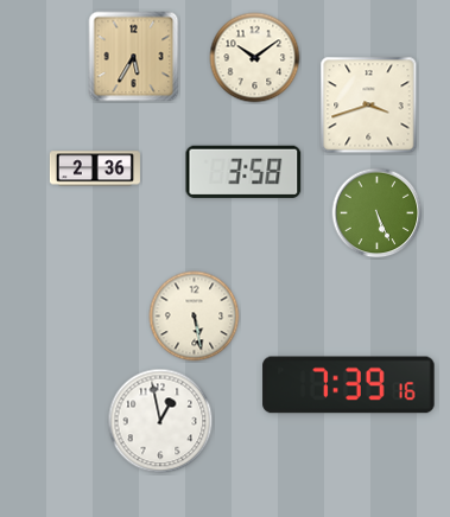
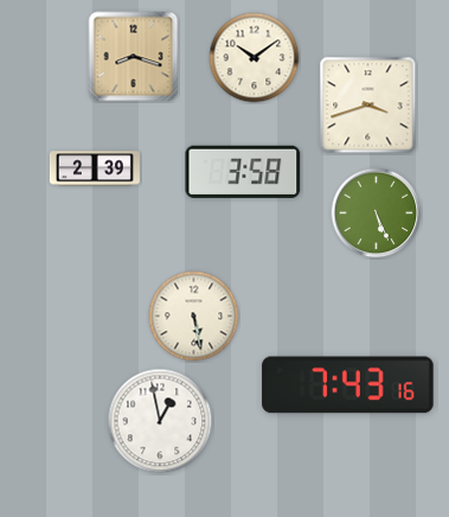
clock at (134, 57): 5:35 -> 8:18
clock at (95, 168): 2:36 -> 2:39
clock at (349, 385): 7:39 -> 7:43
